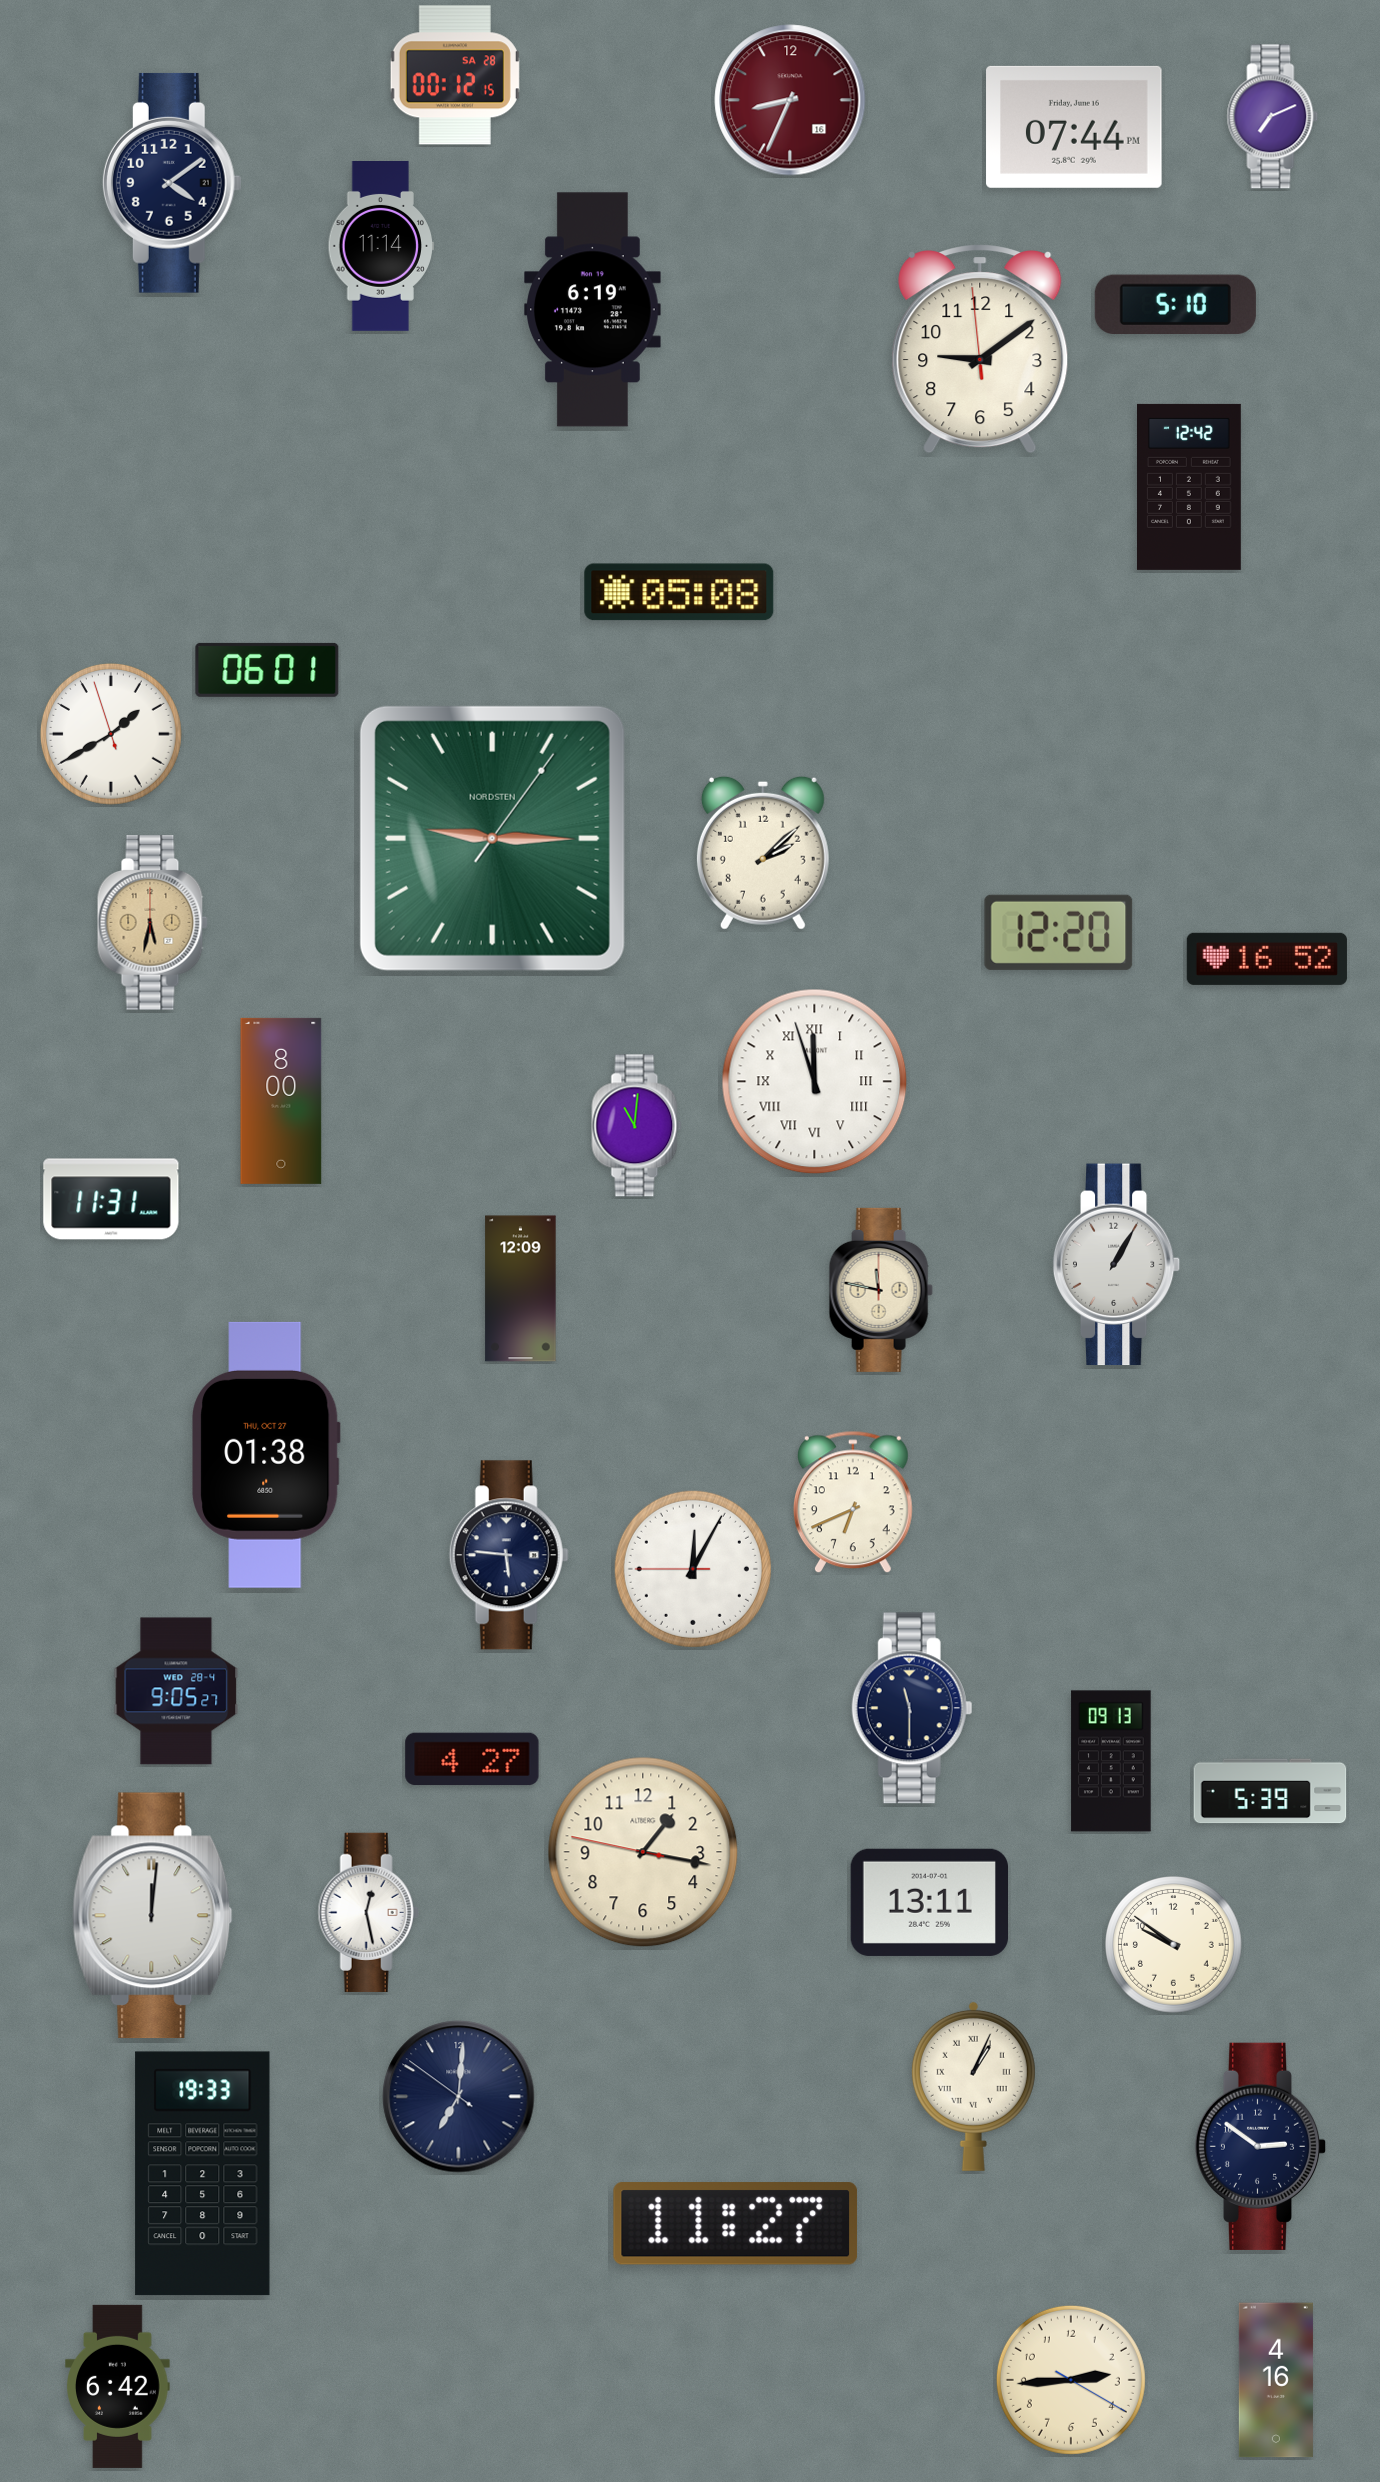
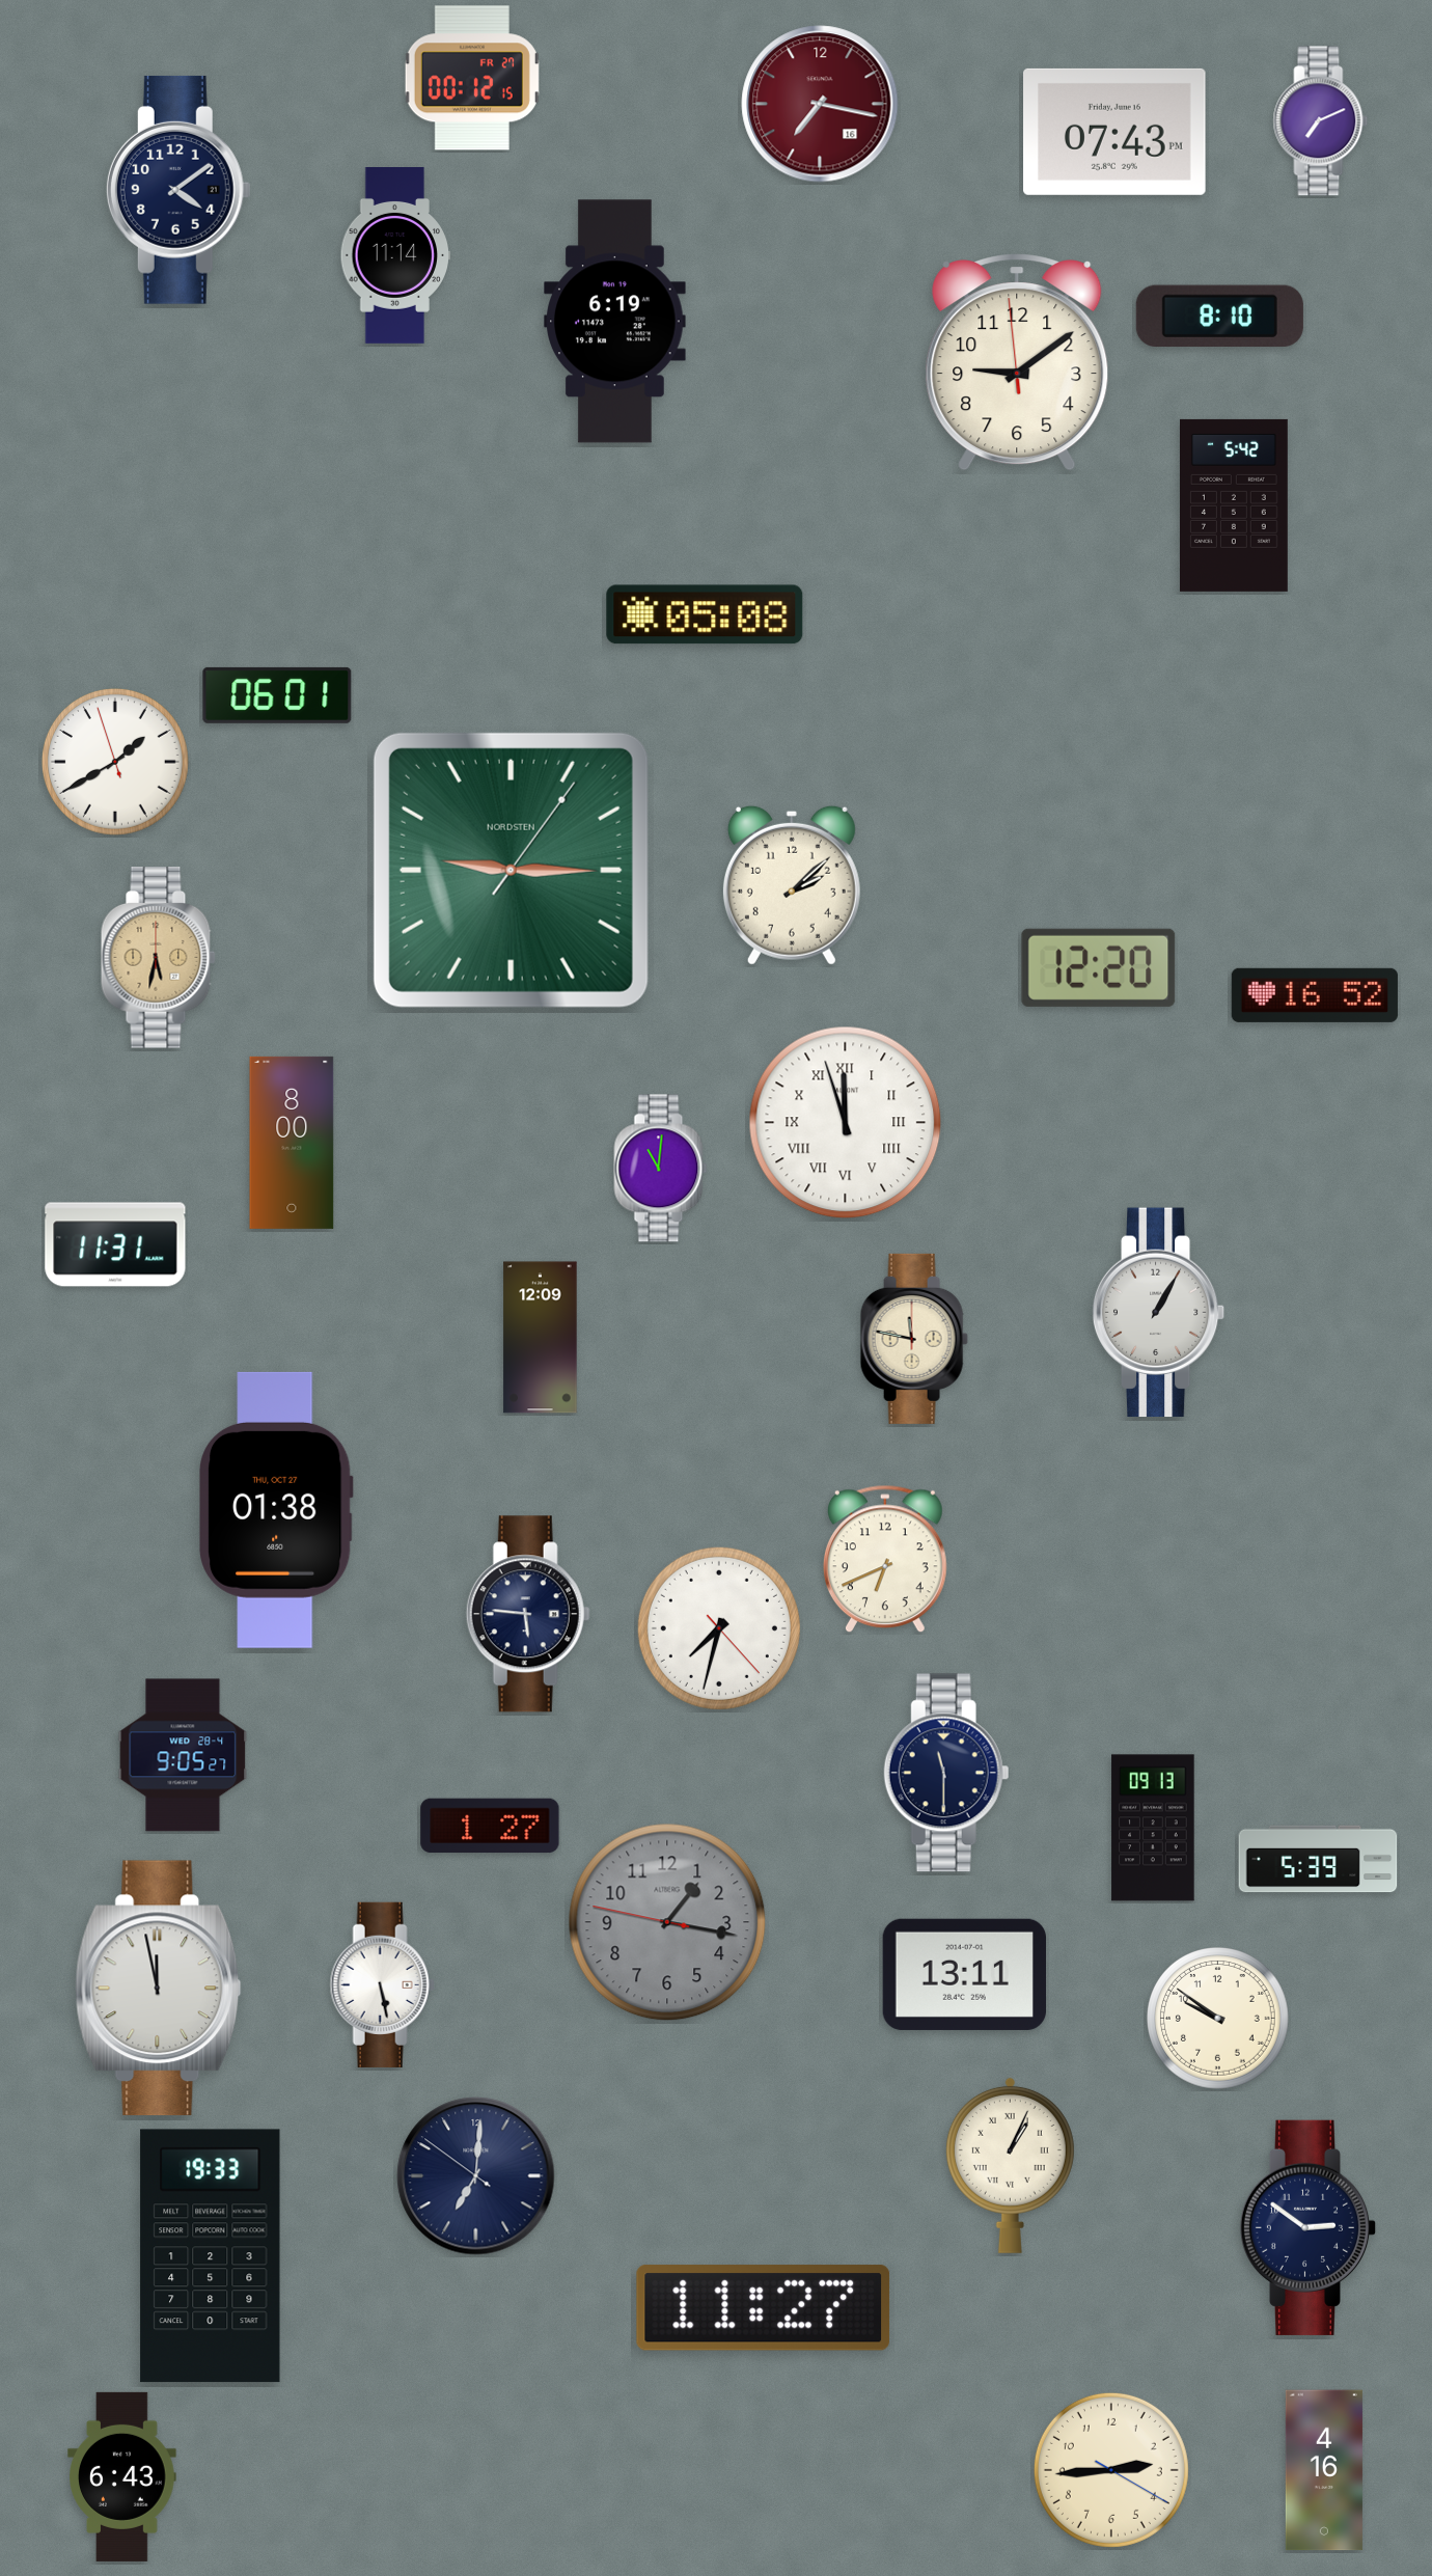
clock at (455, 75) date: SA 28 -> FR 27
clock at (790, 100): 8:34 -> 7:17
clock at (1074, 127): 07:44 -> 07:43
clock at (1175, 304): 5:10 -> 8:10
clock at (1190, 487): 12:42 -> 5:42
clock at (693, 1569): 12:04 -> 7:32
clock at (472, 1759): 4:27 -> 1:27
clock at (643, 1852) dial: cream -> grey
clock at (368, 1912): 12:28 -> 5:28
clock at (153, 1916): 12:01 -> 11:58
clock at (118, 2386): 6:42 -> 6:43
